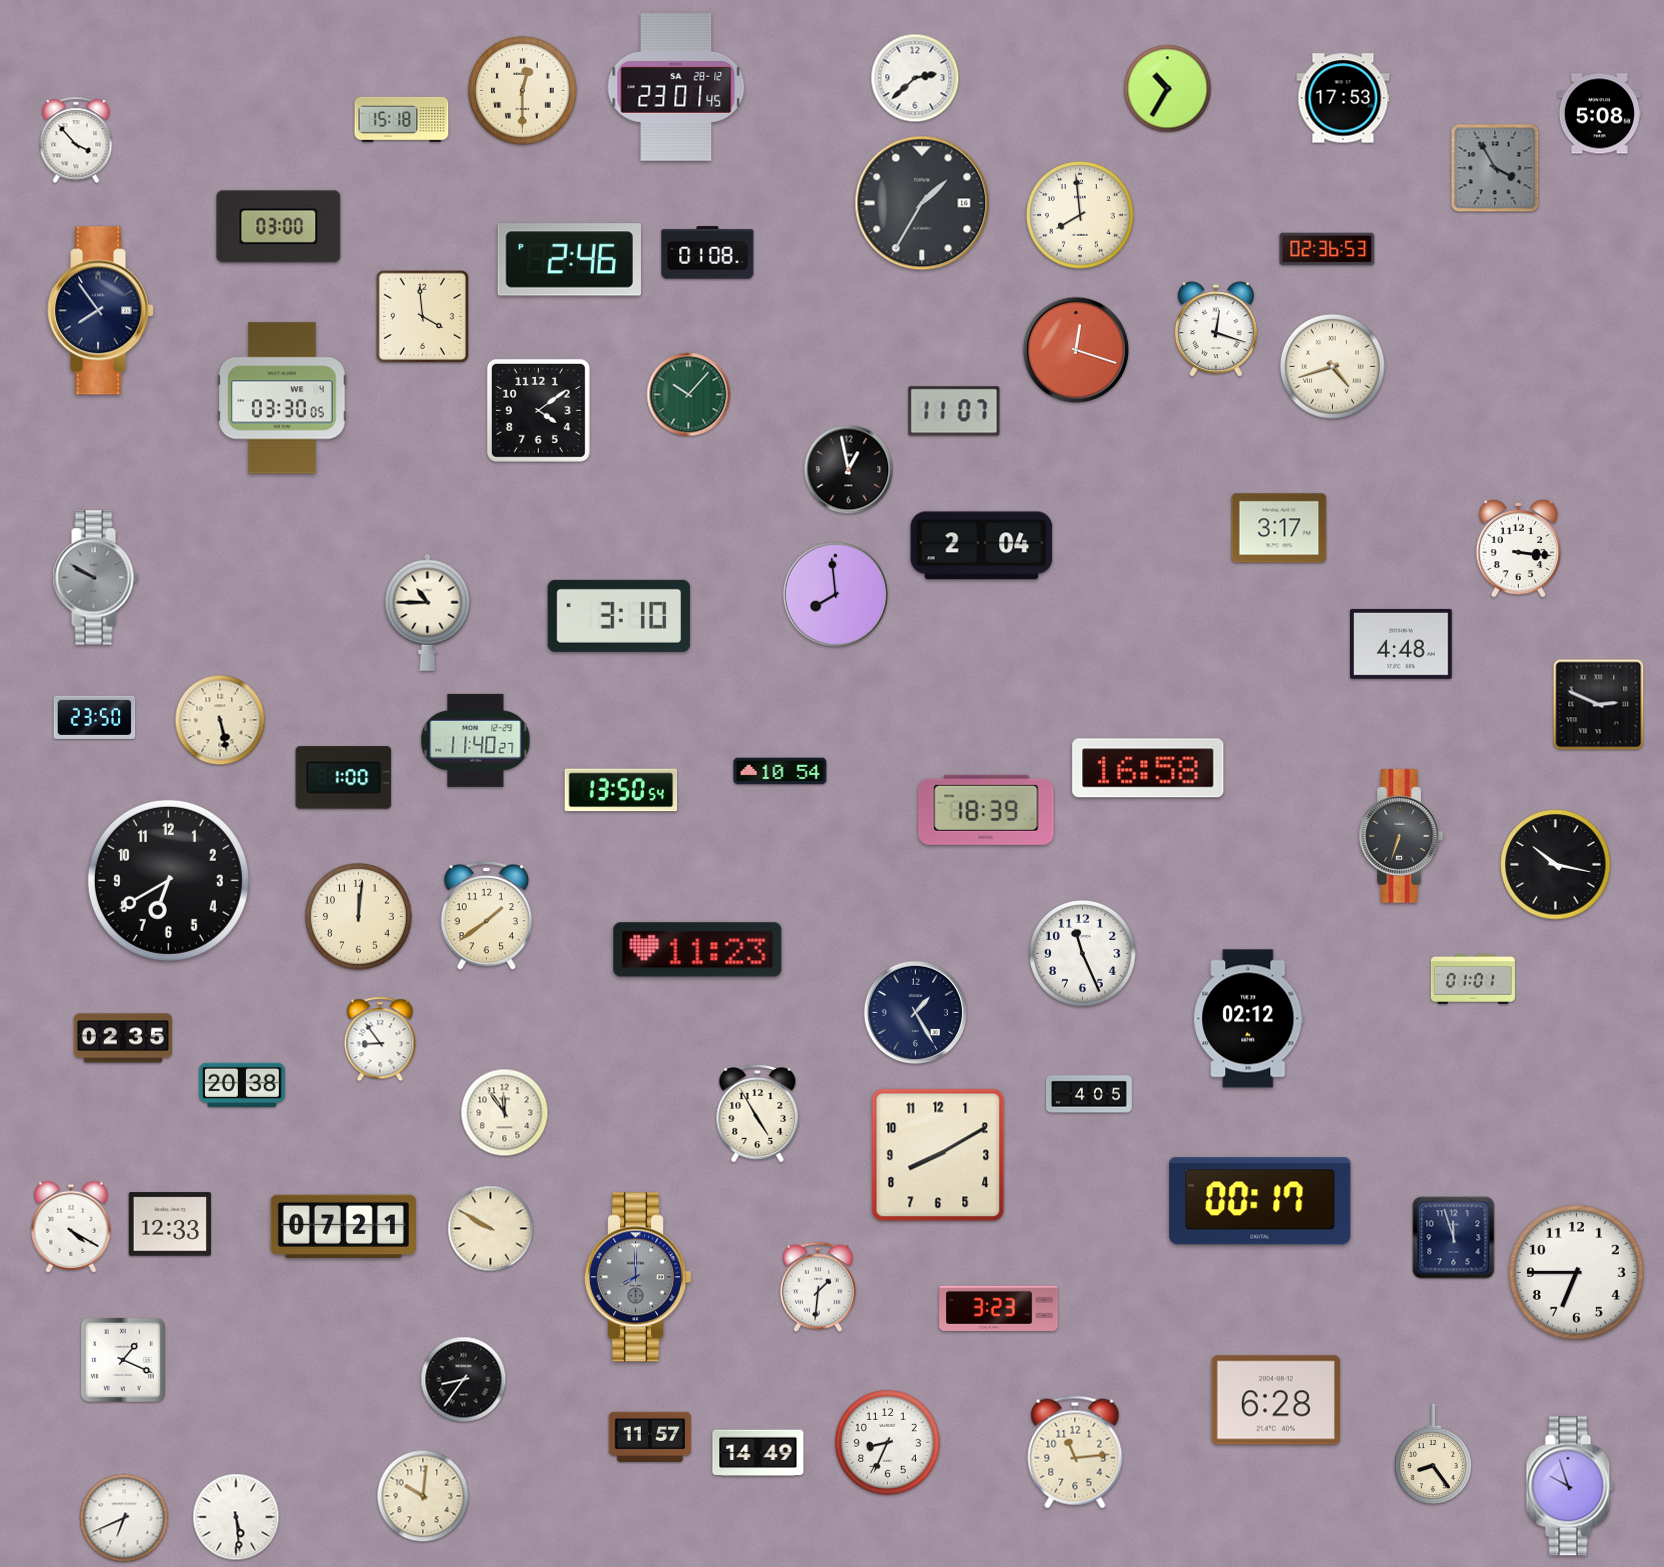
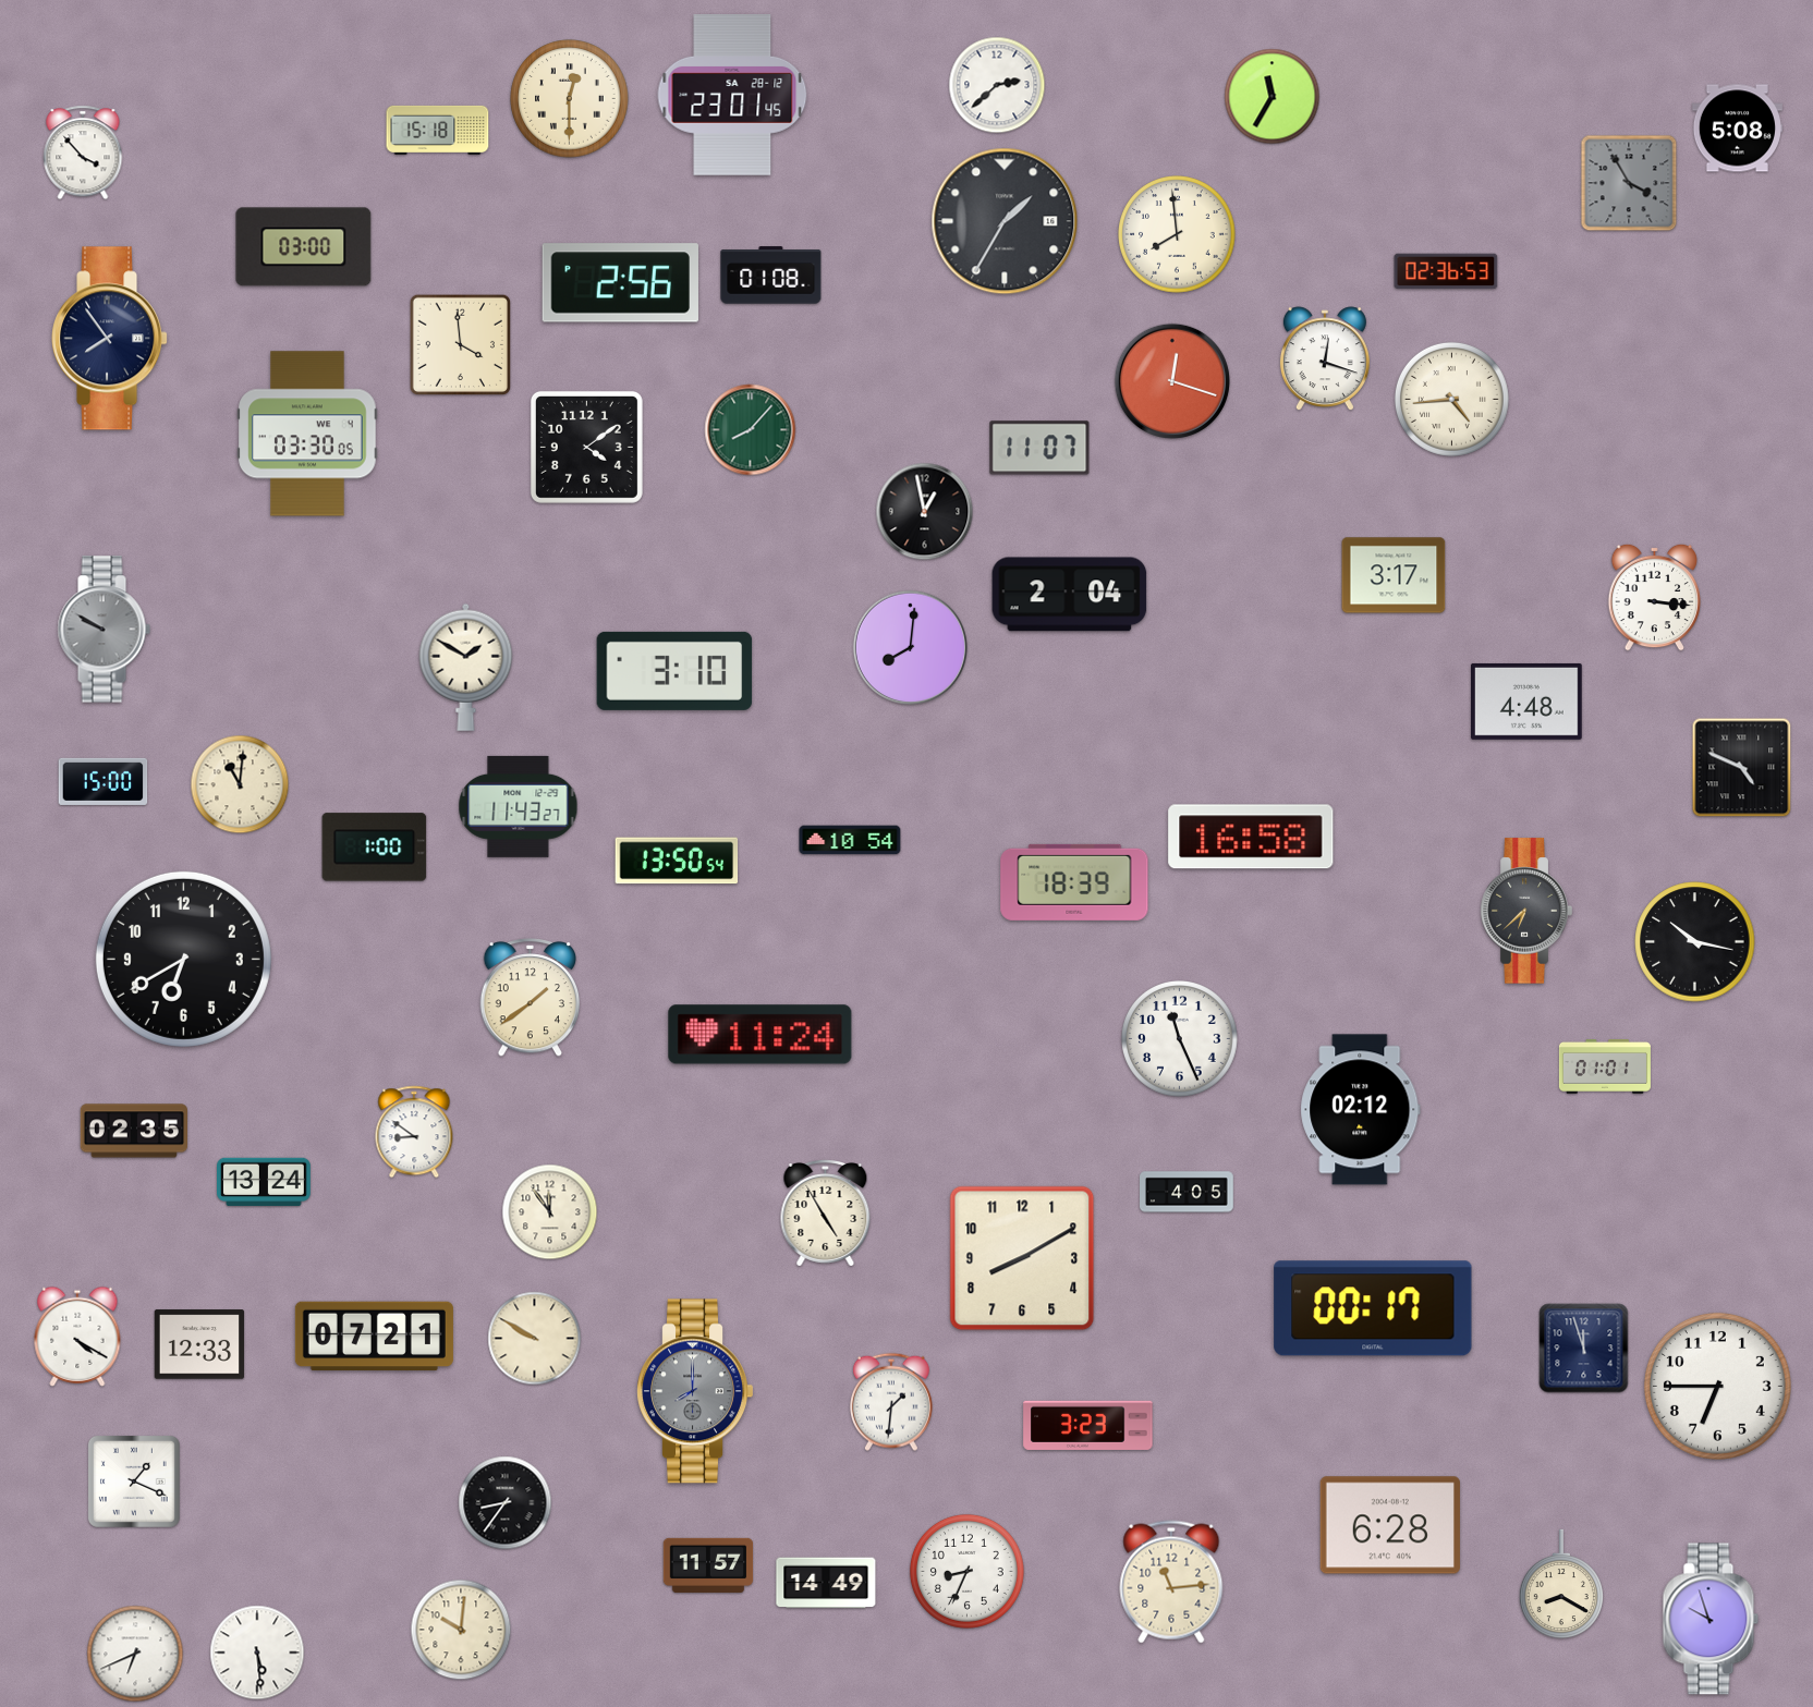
clock at (676, 88) position: (676, 88) -> (732, 96)
clock at (1168, 89): 10:35 -> 11:35
clock at (1343, 98): 17:53 -> none
clock at (1599, 114) position: (1599, 114) -> (1737, 129)
clock at (569, 260): 2:46 -> 2:56
clock at (1332, 366): 4:42 -> 4:44
clock at (689, 395): 10:07 -> 8:07
clock at (835, 594): 7:59 -> 8:01
clock at (428, 612): 10:45 -> 1:50
clock at (1599, 705): 2:49 -> 4:49
clock at (95, 717): 23:50 -> 15:00
clock at (220, 720): 5:28 -> 11:01
clock at (476, 740): 11:40 -> 11:43
clock at (1401, 836): 6:33 -> 6:38
clock at (359, 917): 12:01 -> none
clock at (698, 950): 11:23 -> 11:24
clock at (916, 1013): 1:25 -> none
clock at (380, 1039): 8:54 -> 8:51
clock at (243, 1085): 20:38 -> 13:24
clock at (170, 1224) position: (170, 1224) -> (199, 1344)
clock at (1433, 1454): 8:24 -> 8:20
